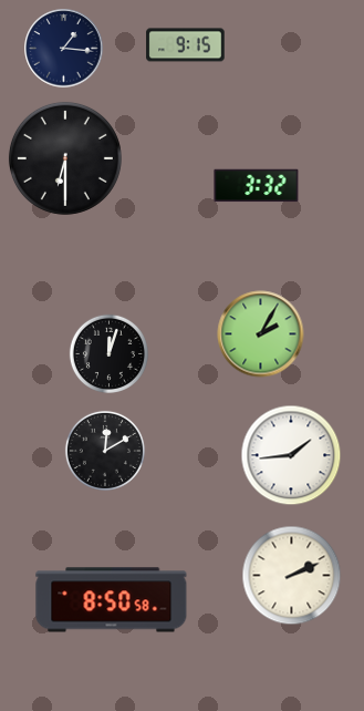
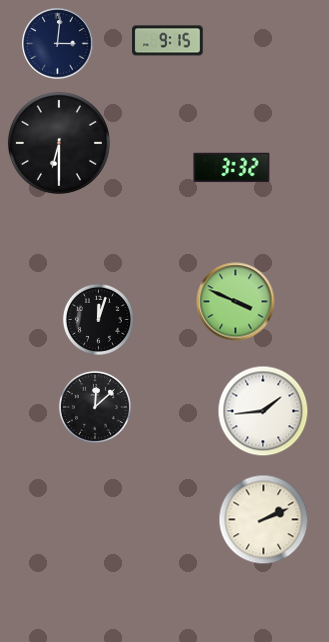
clock at (64, 49): 1:16 -> 3:01
clock at (261, 334): 2:05 -> 3:49
clock at (105, 451): 12:10 -> 12:08
clock at (112, 600): 8:50 -> none
